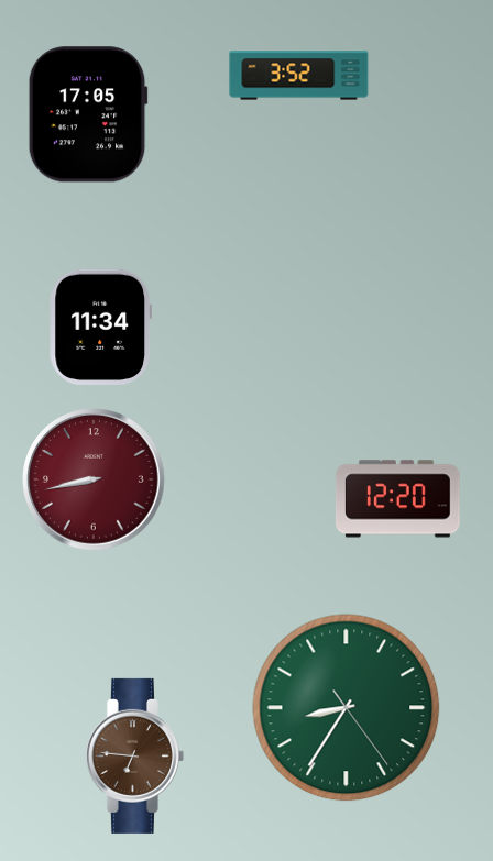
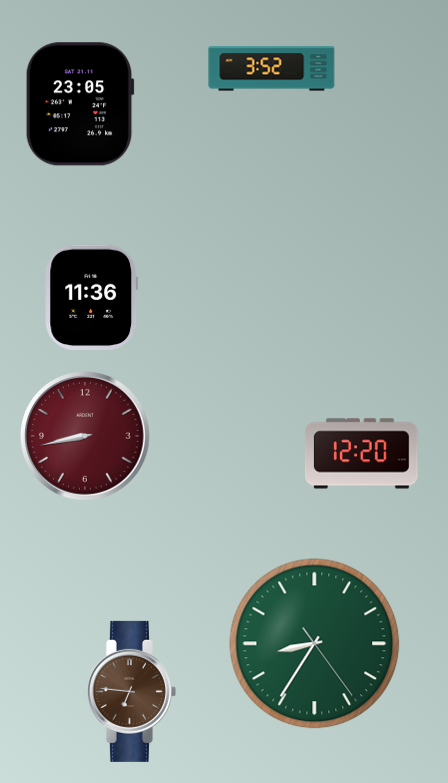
clock at (88, 114): 17:05 -> 23:05
clock at (100, 327): 11:34 -> 11:36
clock at (134, 755) position: (134, 755) -> (131, 691)
